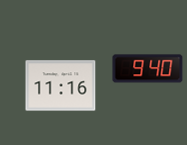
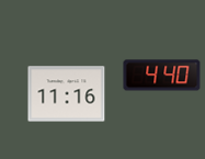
clock at (148, 69): 9:40 -> 4:40
